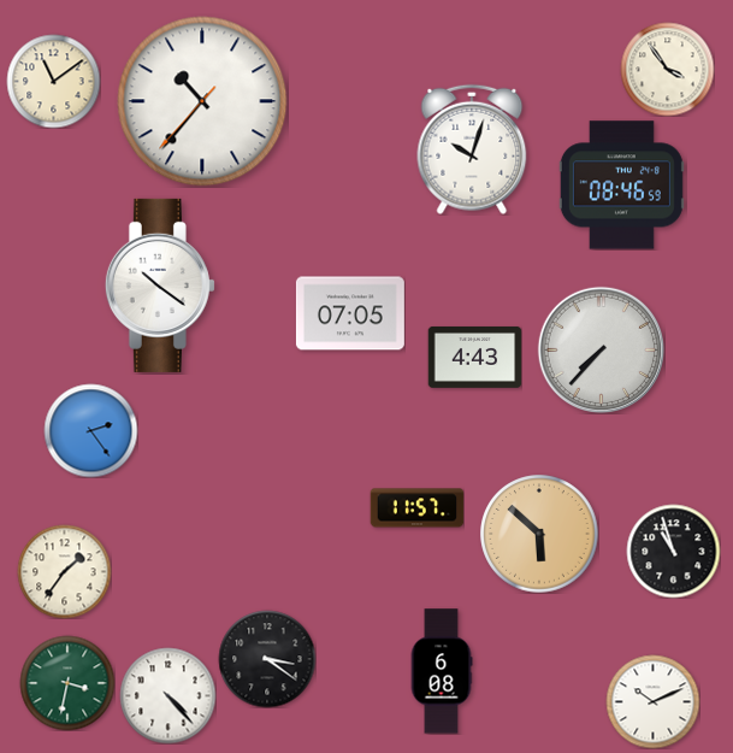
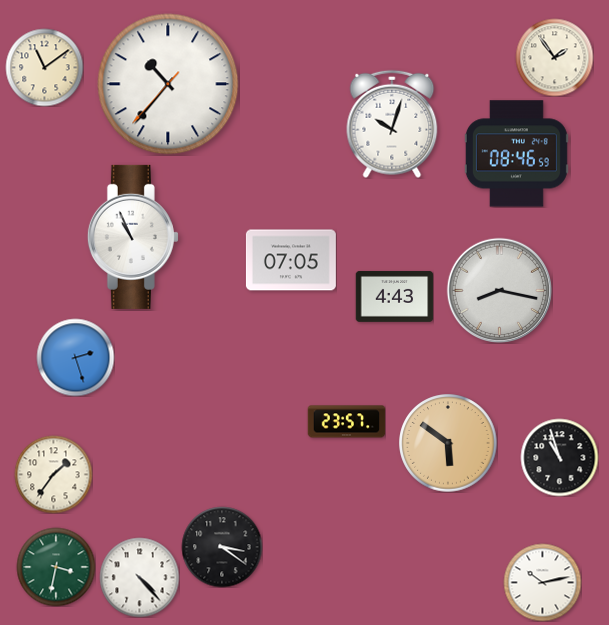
clock at (667, 69): 3:54 -> 1:54
clock at (160, 286): 10:21 -> 10:56
clock at (601, 349): 7:37 -> 8:17
clock at (90, 430): 2:24 -> 2:27
clock at (416, 508): 11:57 -> 23:57
clock at (539, 534): 5:52 -> 5:51
clock at (442, 671): 6:08 -> none
clock at (652, 701): 10:11 -> 10:13
